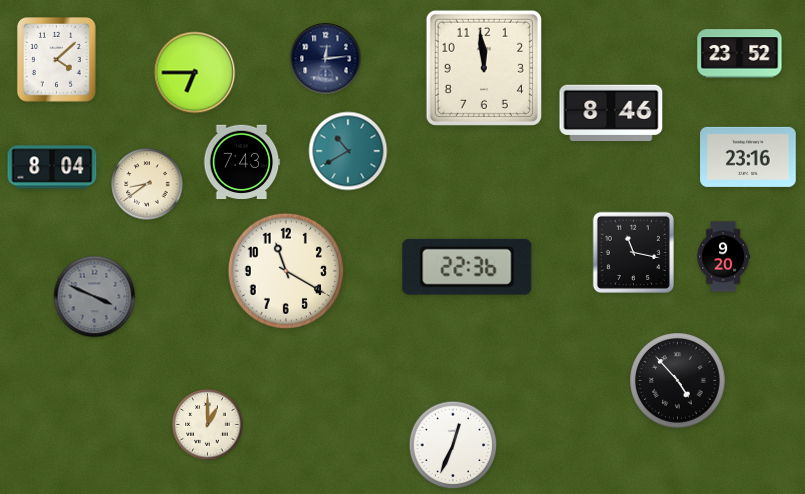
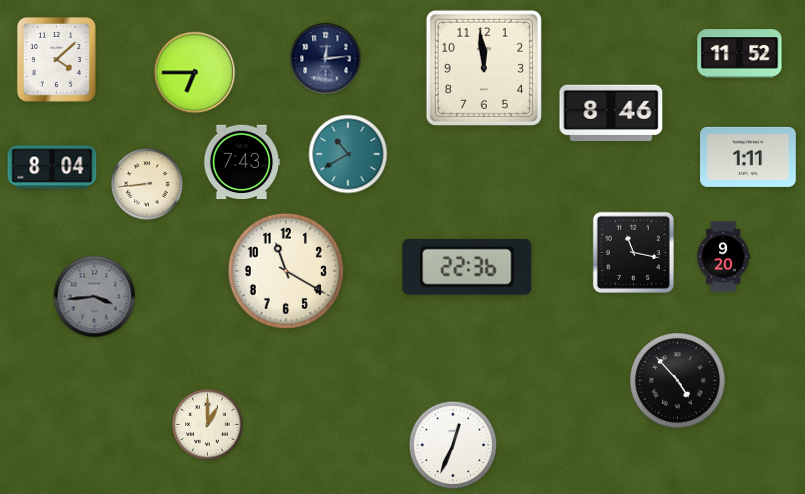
clock at (740, 54): 23:52 -> 11:52
clock at (348, 151) position: (348, 151) -> (348, 154)
clock at (748, 157): 23:16 -> 1:11
clock at (147, 184): 8:39 -> 8:44
clock at (95, 297): 3:49 -> 3:44
